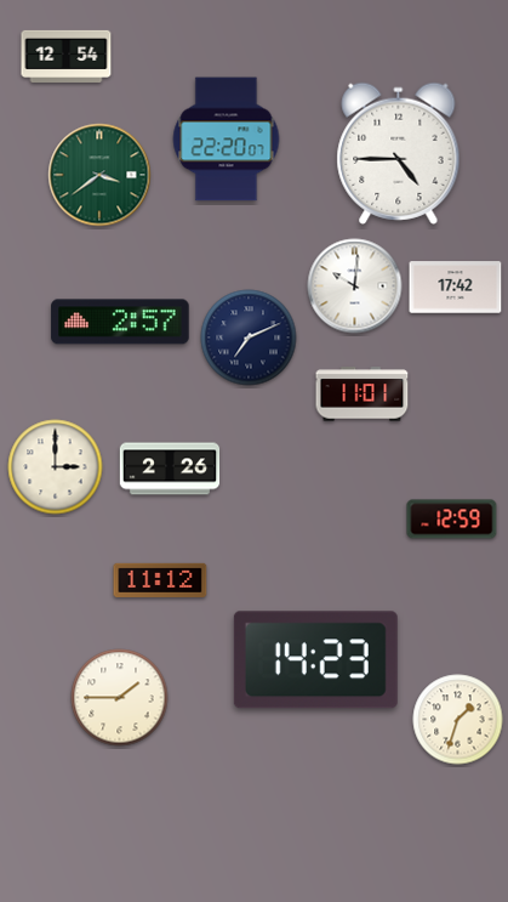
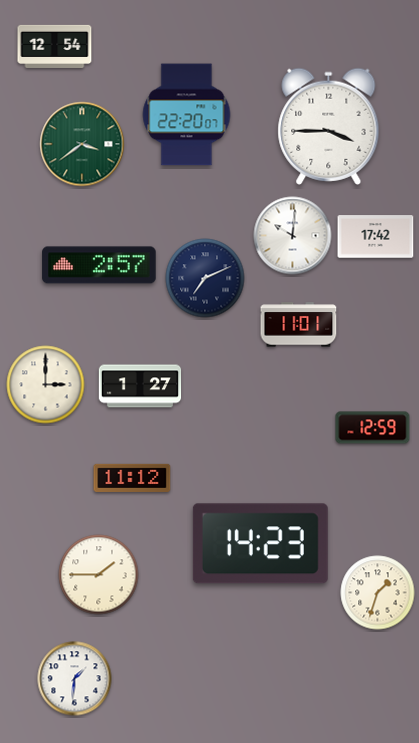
clock at (399, 153): 4:45 -> 3:45
clock at (170, 469): 2:26 -> 1:27
clock at (75, 679): none -> 1:31
